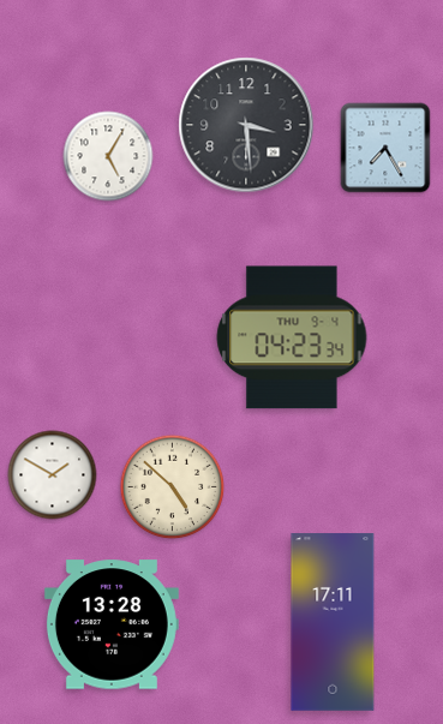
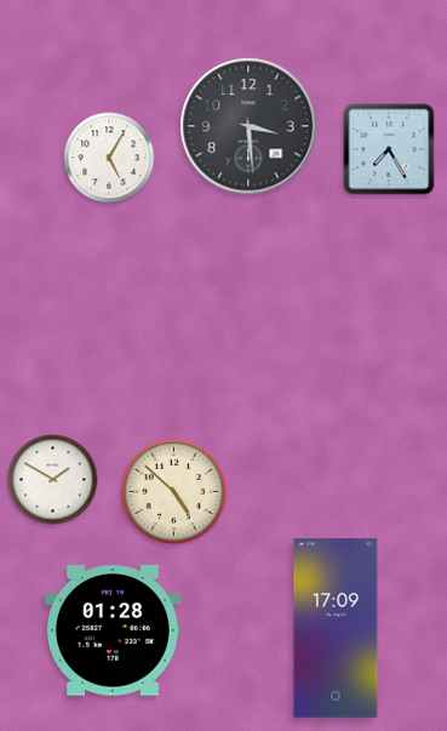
clock at (292, 337): 04:23 -> none
clock at (333, 622): 17:11 -> 17:09
clock at (112, 624): 13:28 -> 01:28
